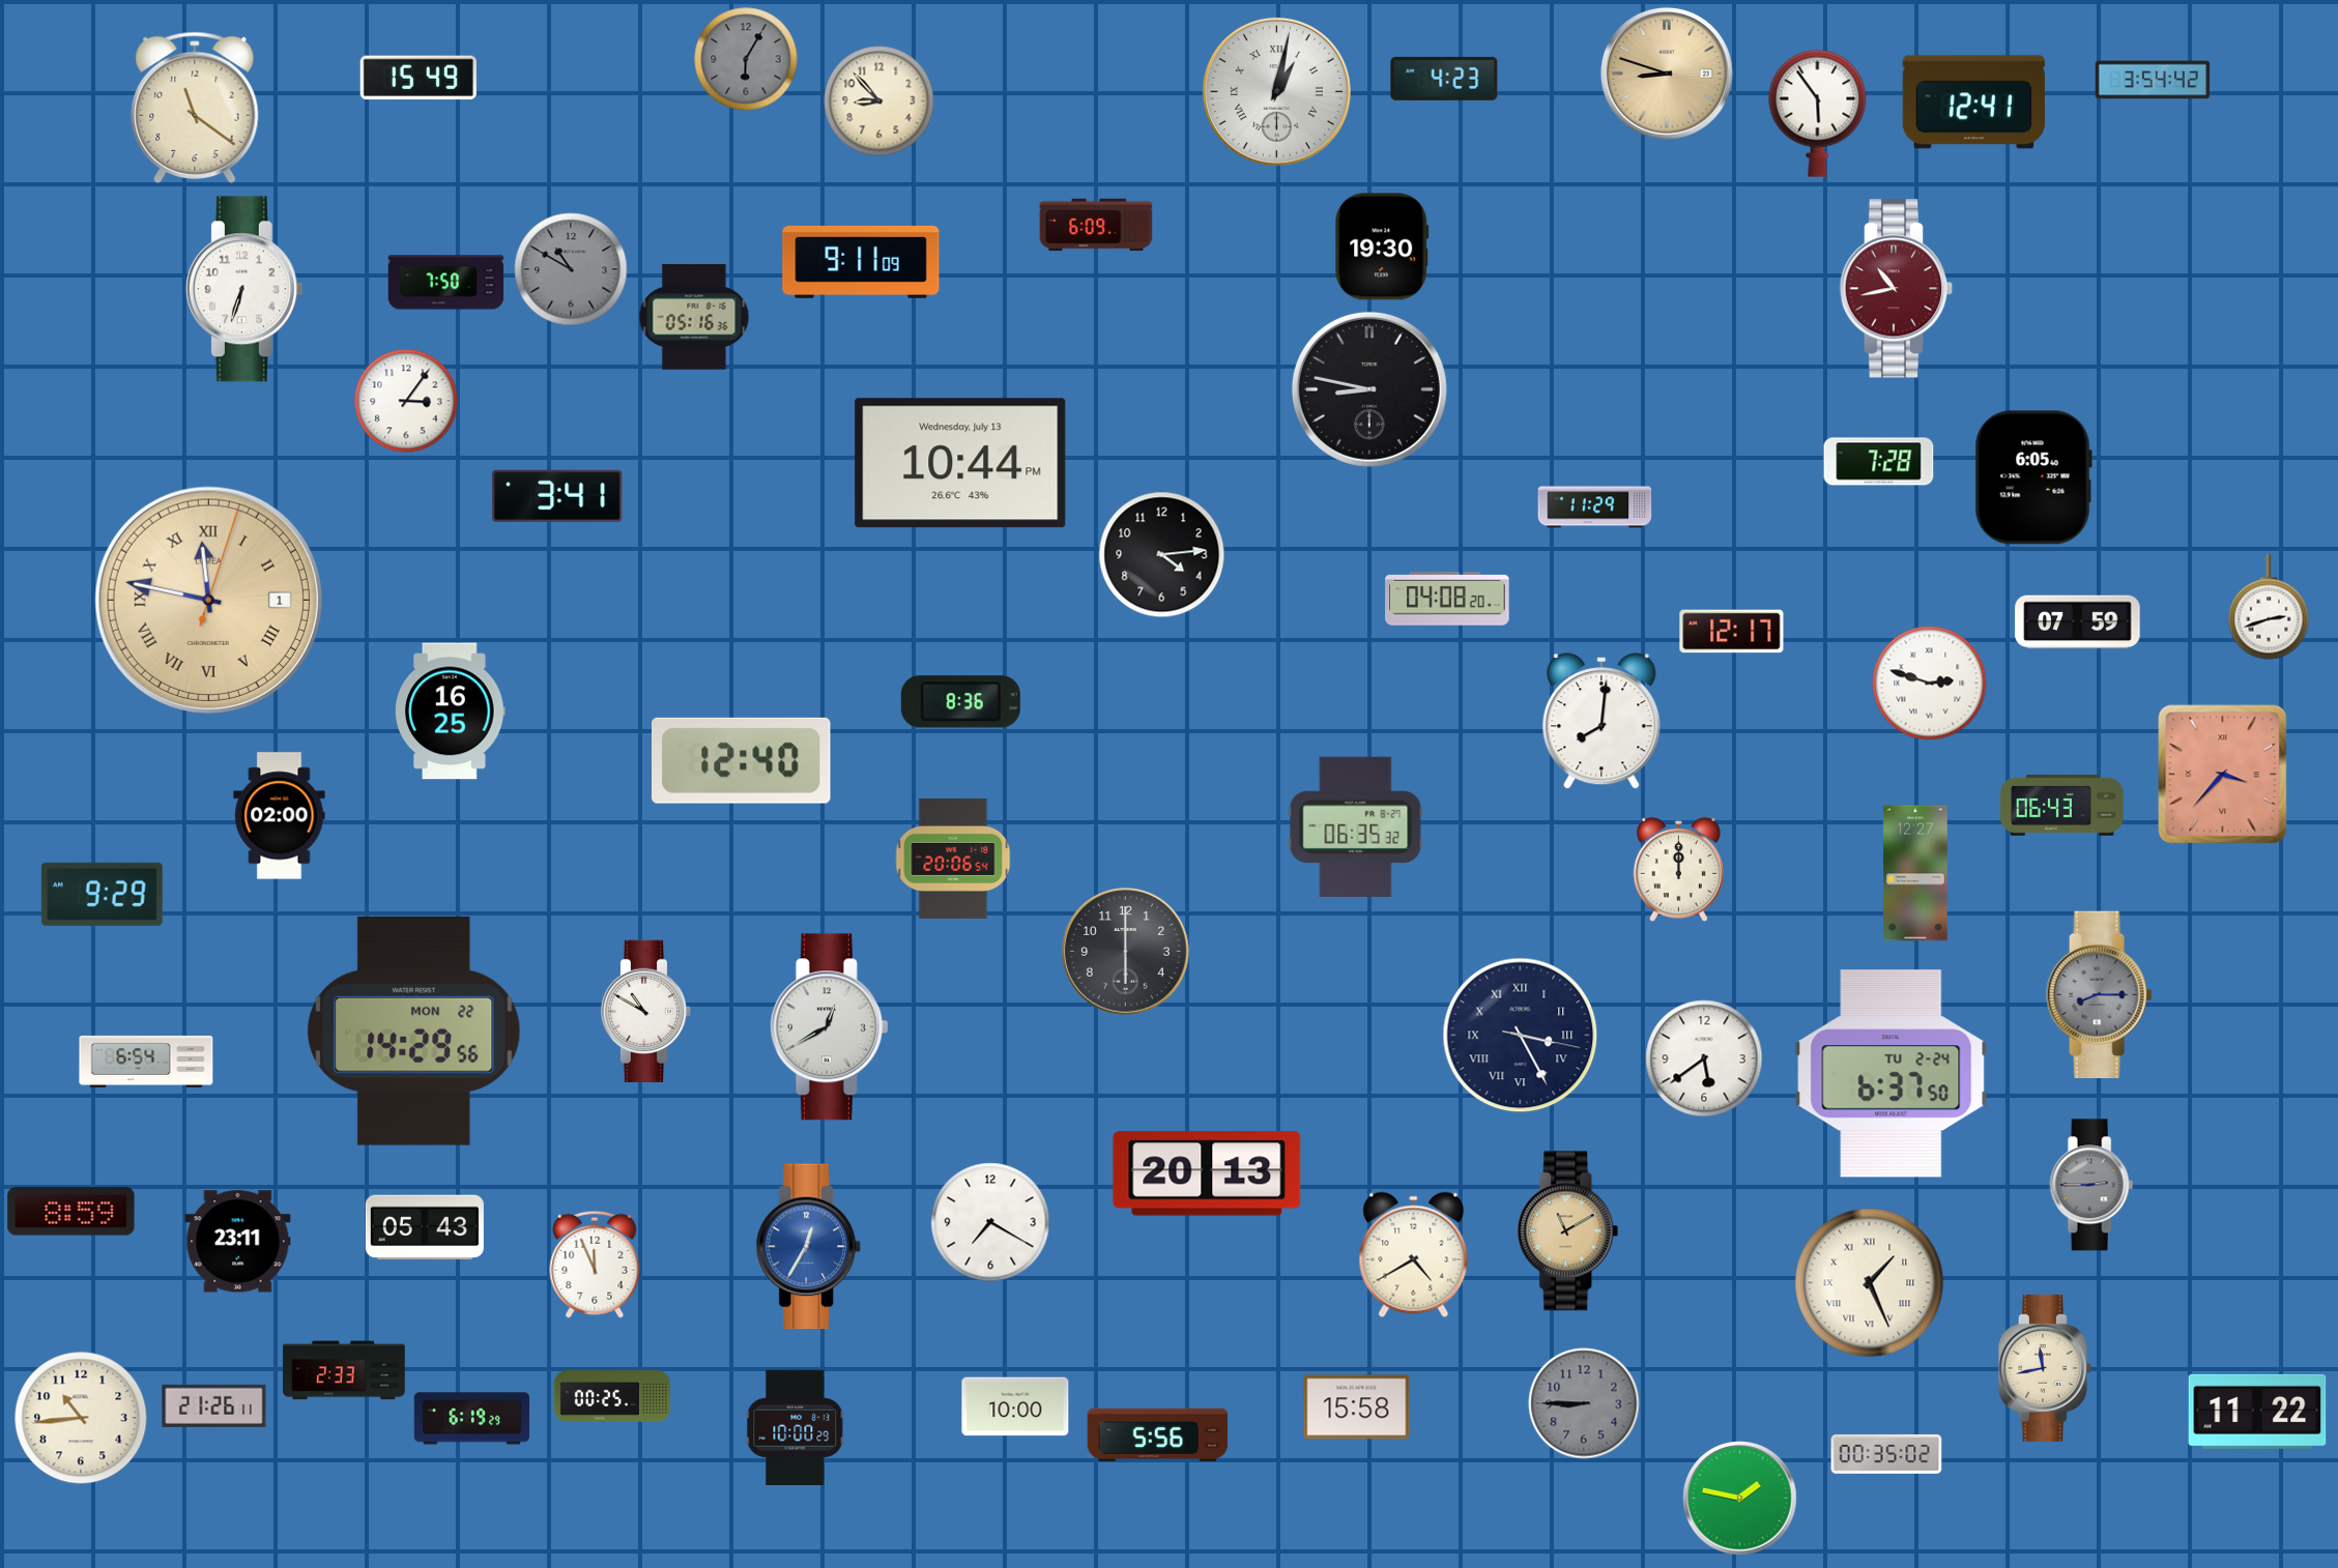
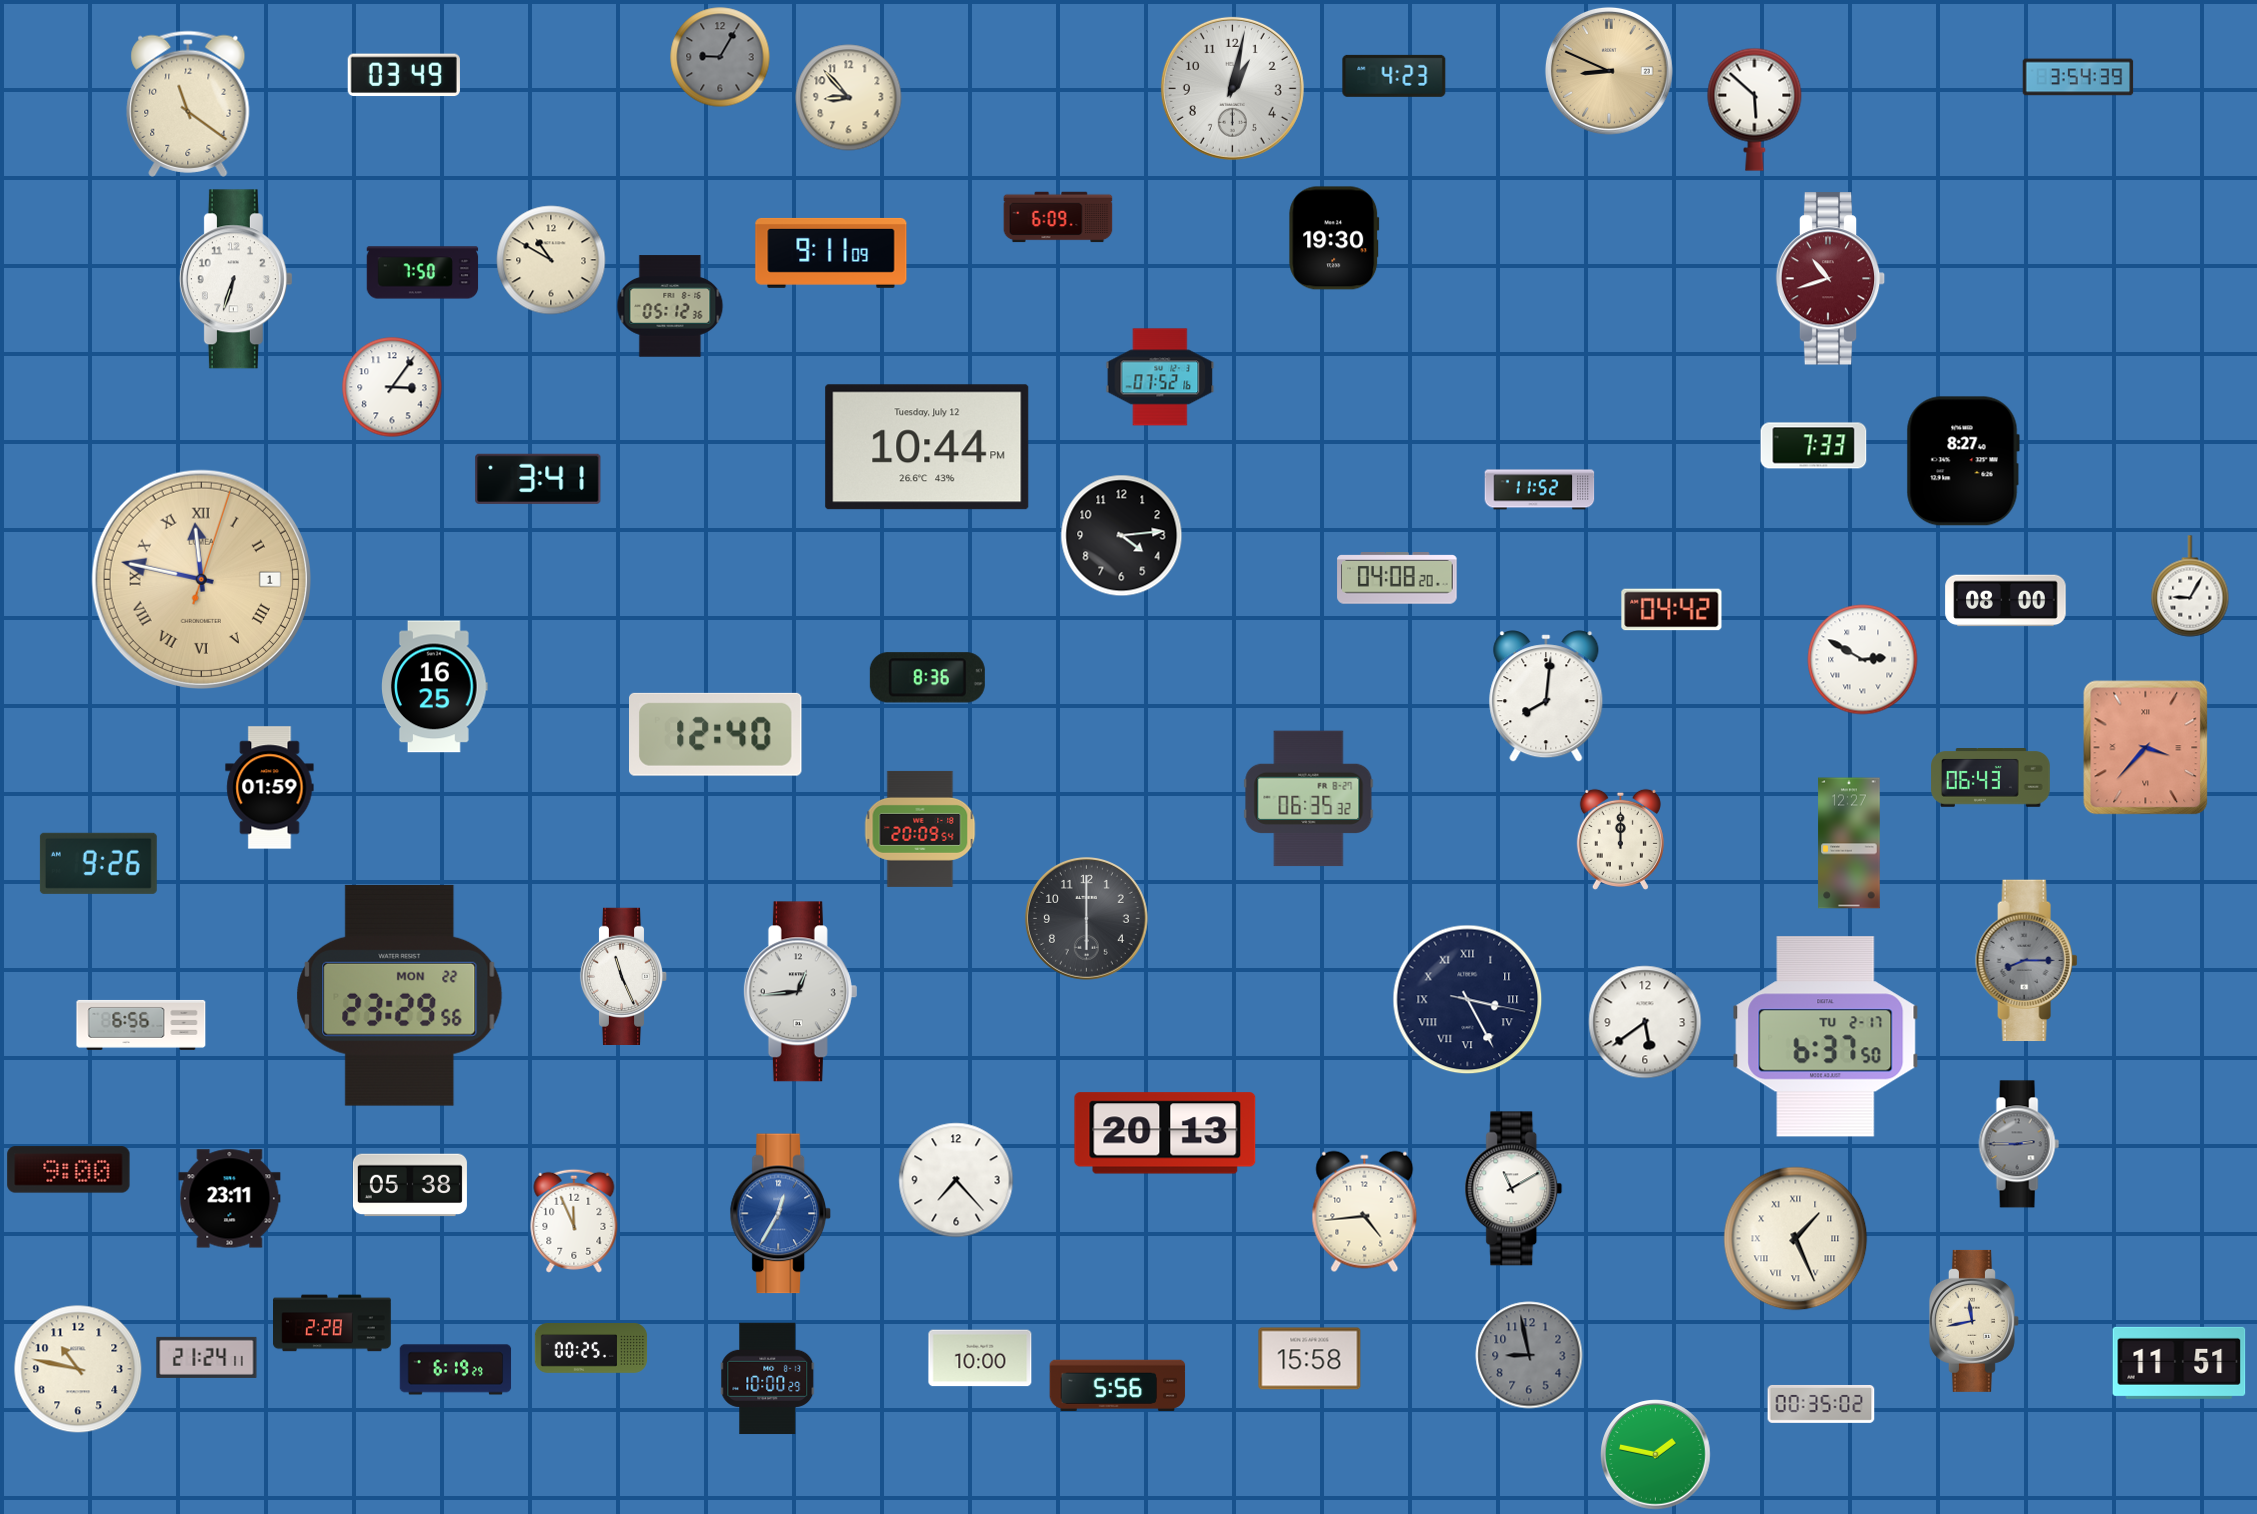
clock at (746, 59): 6:05 -> 9:05
clock at (1667, 74): 8:48 -> 8:49
clock at (418, 78): 15:49 -> 03:49
clock at (2153, 80): 3:54:42 -> 3:54:39
clock at (1276, 91) numerals: Roman -> Arabic
clock at (1973, 103): 12:41 -> none
clock at (1818, 113): 5:54 -> 5:52
clock at (571, 269) dial: grey -> cream
clock at (446, 283) position: (446, 283) -> (423, 273)
clock at (1897, 289): 10:43 -> 10:42
clock at (694, 317): 05:16 -> 05:12
clock at (1369, 389): 8:47 -> none
clock at (1160, 377): none -> 07:52
clock at (1879, 462): 7:28 -> 7:33
clock at (960, 463) date: Wednesday, July 13 -> Tuesday, July 12
clock at (2033, 477): 6:05 -> 8:27
clock at (1595, 507): 11:29 -> 11:52
clock at (2269, 607): 2:42 -> 9:05
clock at (2078, 622): 07:59 -> 08:00
clock at (1732, 632): 12:17 -> 04:42
clock at (1930, 684): 2:48 -> 2:50
clock at (280, 816): 02:00 -> 01:59
clock at (953, 859): 20:06 -> 20:09
clock at (102, 894): 9:29 -> 9:26
clock at (646, 1011): 10:50 -> 11:26
clock at (829, 1027): 12:40 -> 12:44
clock at (414, 1030): 14:29 -> 23:29
clock at (146, 1062): 6:54 -> 6:56
clock at (1892, 1074) date: TU 2-24 -> TU 2-17
clock at (71, 1212): 8:59 -> 9:00
clock at (990, 1222): 7:20 -> 7:23
clock at (425, 1227): 05:43 -> 05:38
clock at (1568, 1231) dial: champagne -> white
clock at (808, 1247) position: (808, 1247) -> (780, 1214)
clock at (1414, 1255): 4:40 -> 4:44
clock at (1870, 1283) position: (1870, 1283) -> (1796, 1239)
clock at (345, 1370): 2:33 -> 2:28
clock at (1584, 1403): 8:45 -> 8:58
clock at (214, 1405): 21:26 -> 21:24
clock at (2257, 1412): 11:22 -> 11:51
clock at (81, 1418): 10:44 -> 10:47
clock at (1740, 1499) position: (1740, 1499) -> (1656, 1455)
